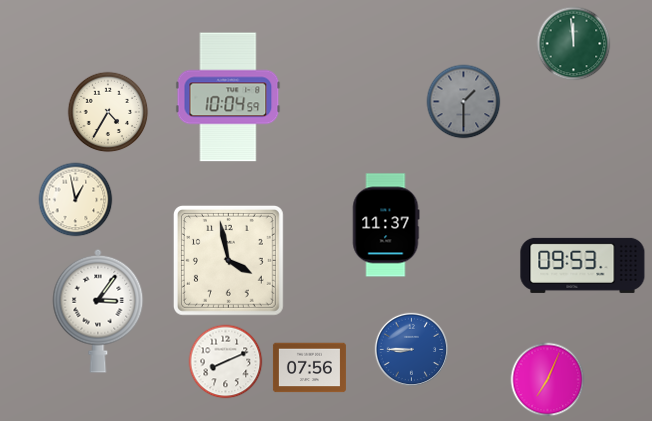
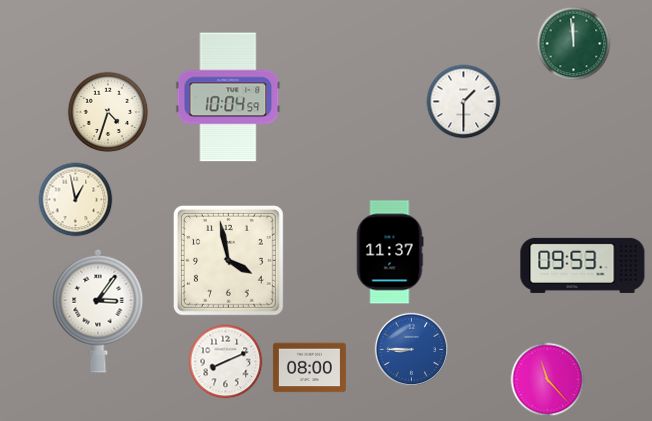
clock at (464, 102) dial: grey -> white
clock at (108, 112): 4:35 -> 4:33
clock at (386, 225) position: (386, 225) -> (390, 252)
clock at (309, 368): 07:56 -> 08:00
clock at (548, 380): 7:04 -> 11:23
